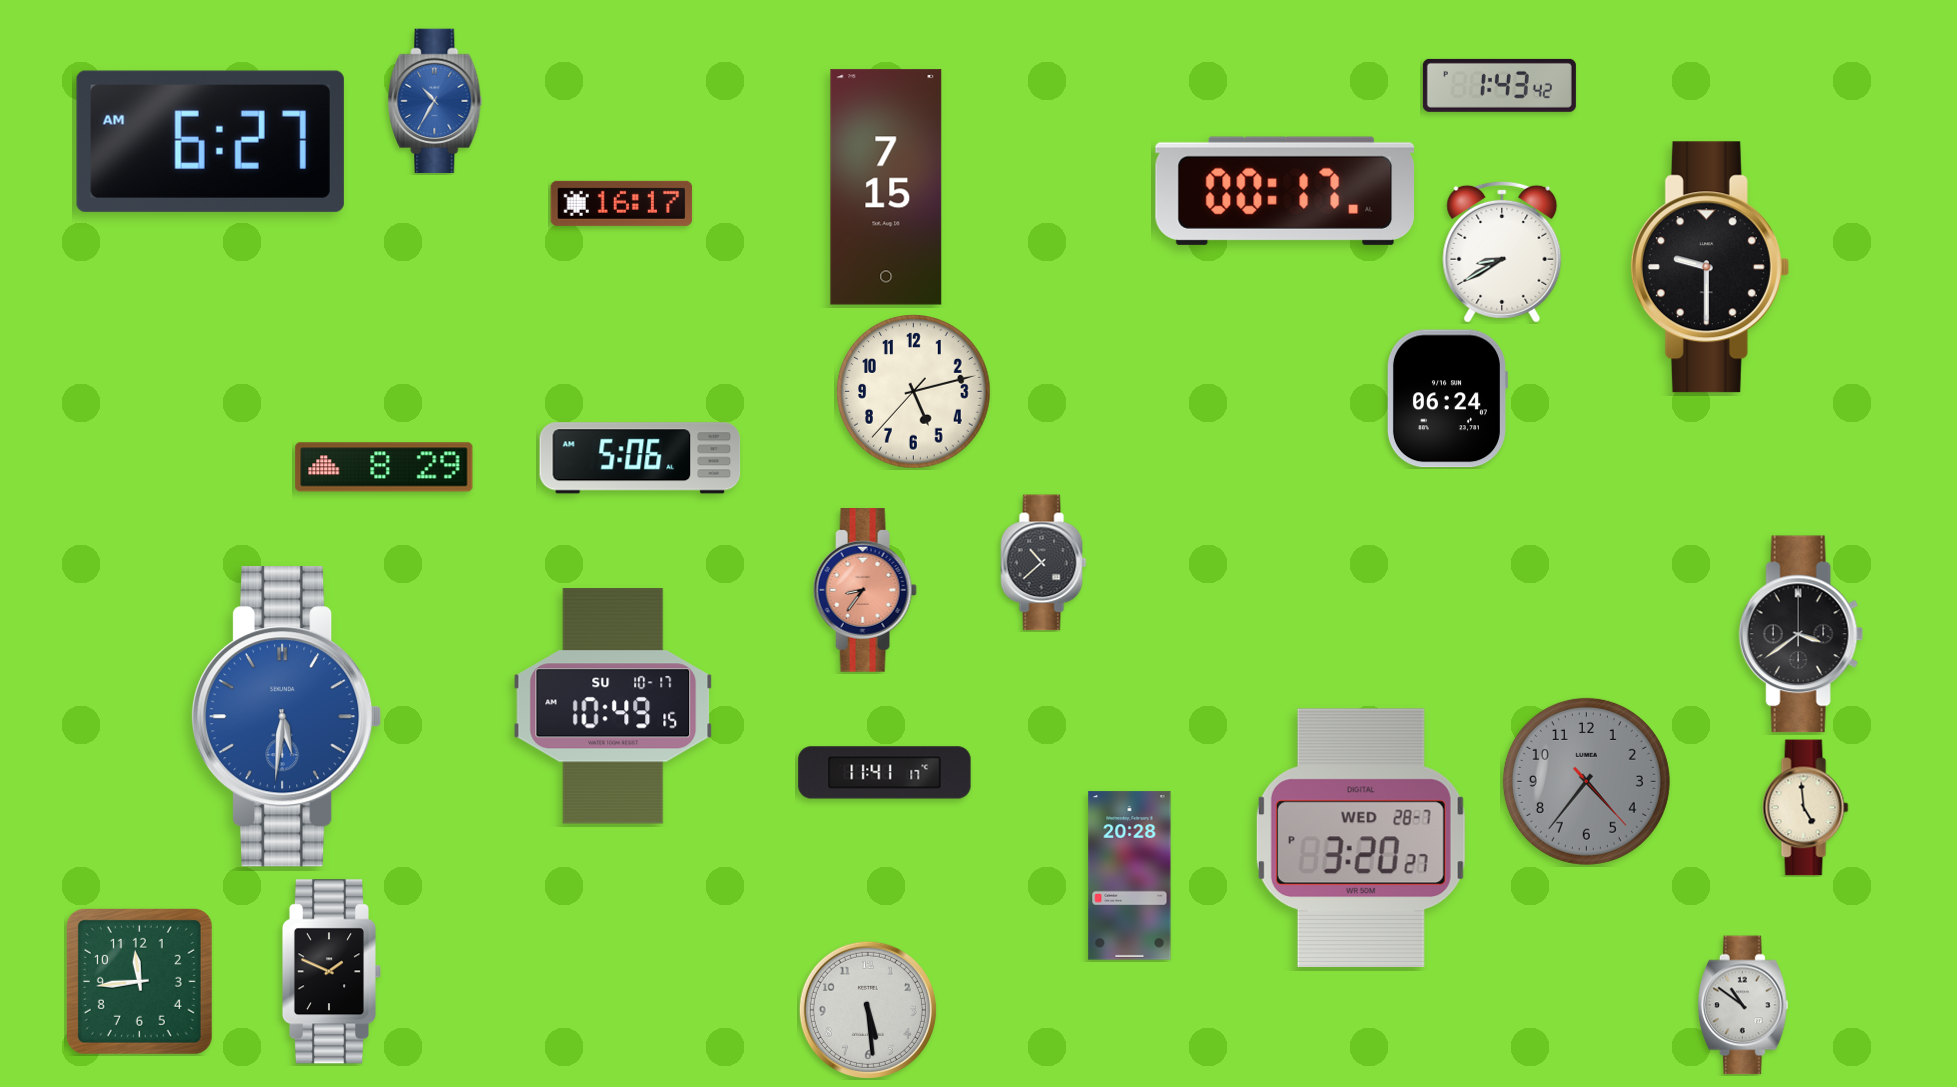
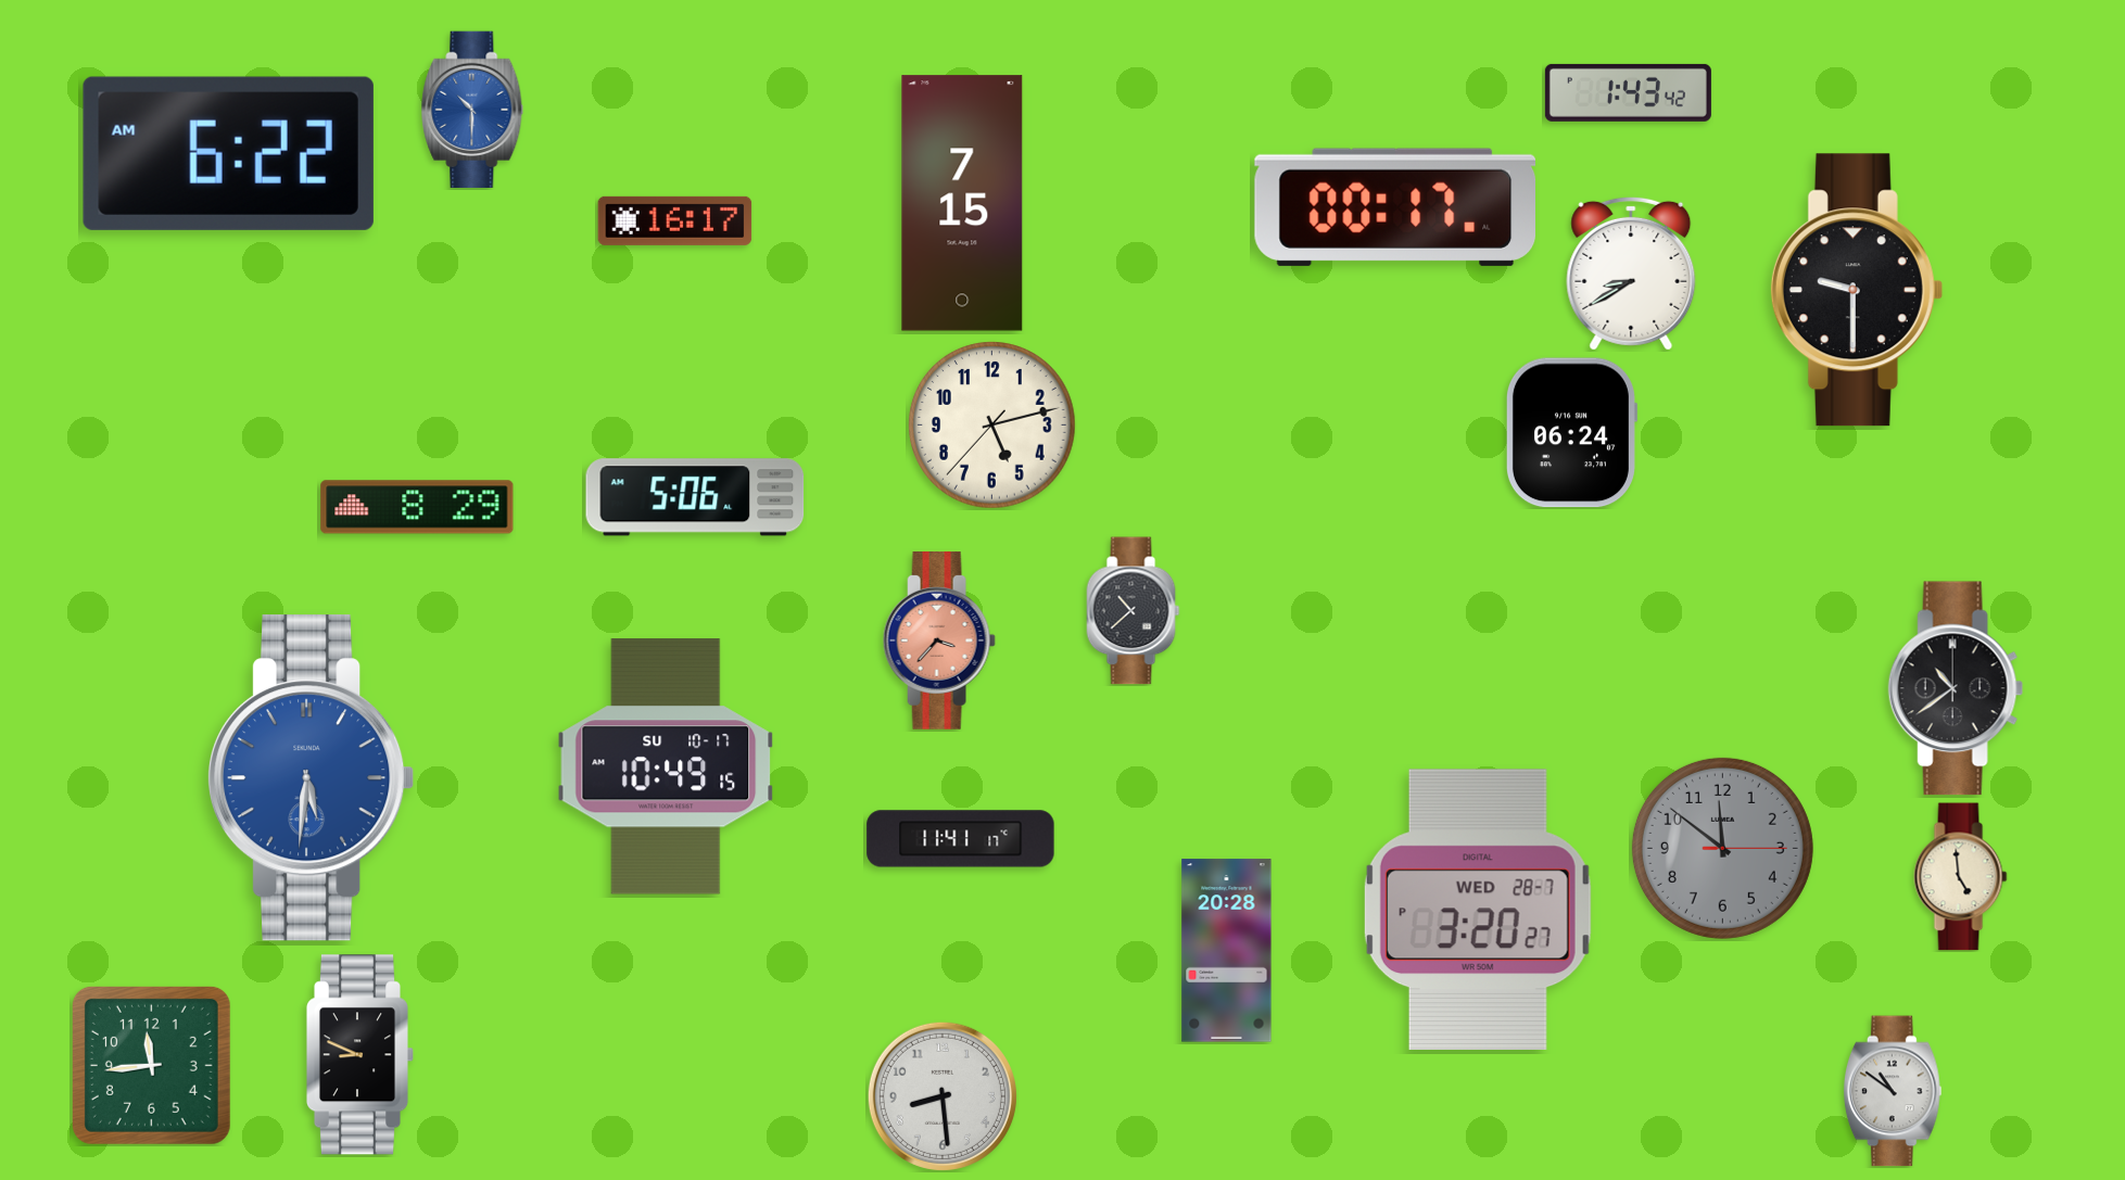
clock at (435, 101): 10:35 -> 10:30
clock at (210, 141): 6:27 -> 6:22
clock at (865, 591): 8:36 -> 3:37
clock at (1801, 634): 3:39 -> 10:39
clock at (1586, 781): 4:36 -> 11:51
clock at (331, 972): 1:49 -> 8:49
clock at (868, 1010): 5:29 -> 8:29
